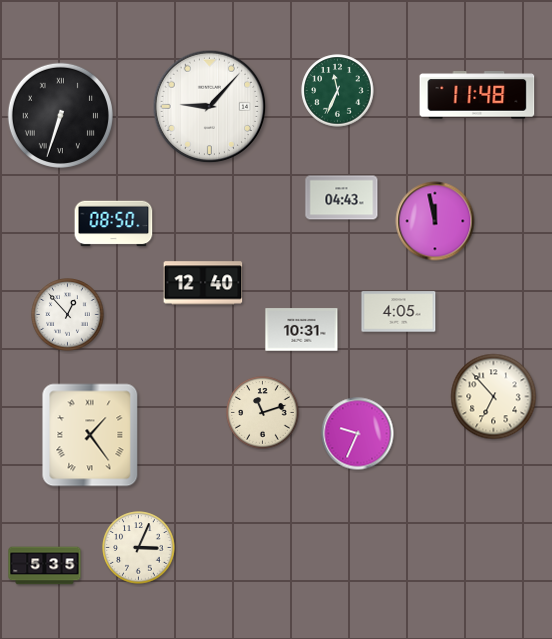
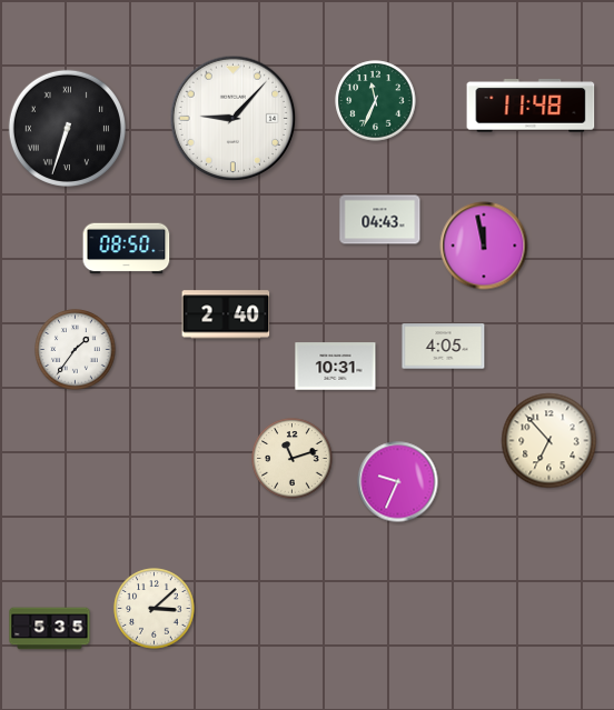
clock at (203, 283): 12:40 -> 2:40
clock at (68, 315): 12:53 -> 1:36
clock at (90, 435): 1:24 -> none
clock at (139, 548): 3:04 -> 3:08
